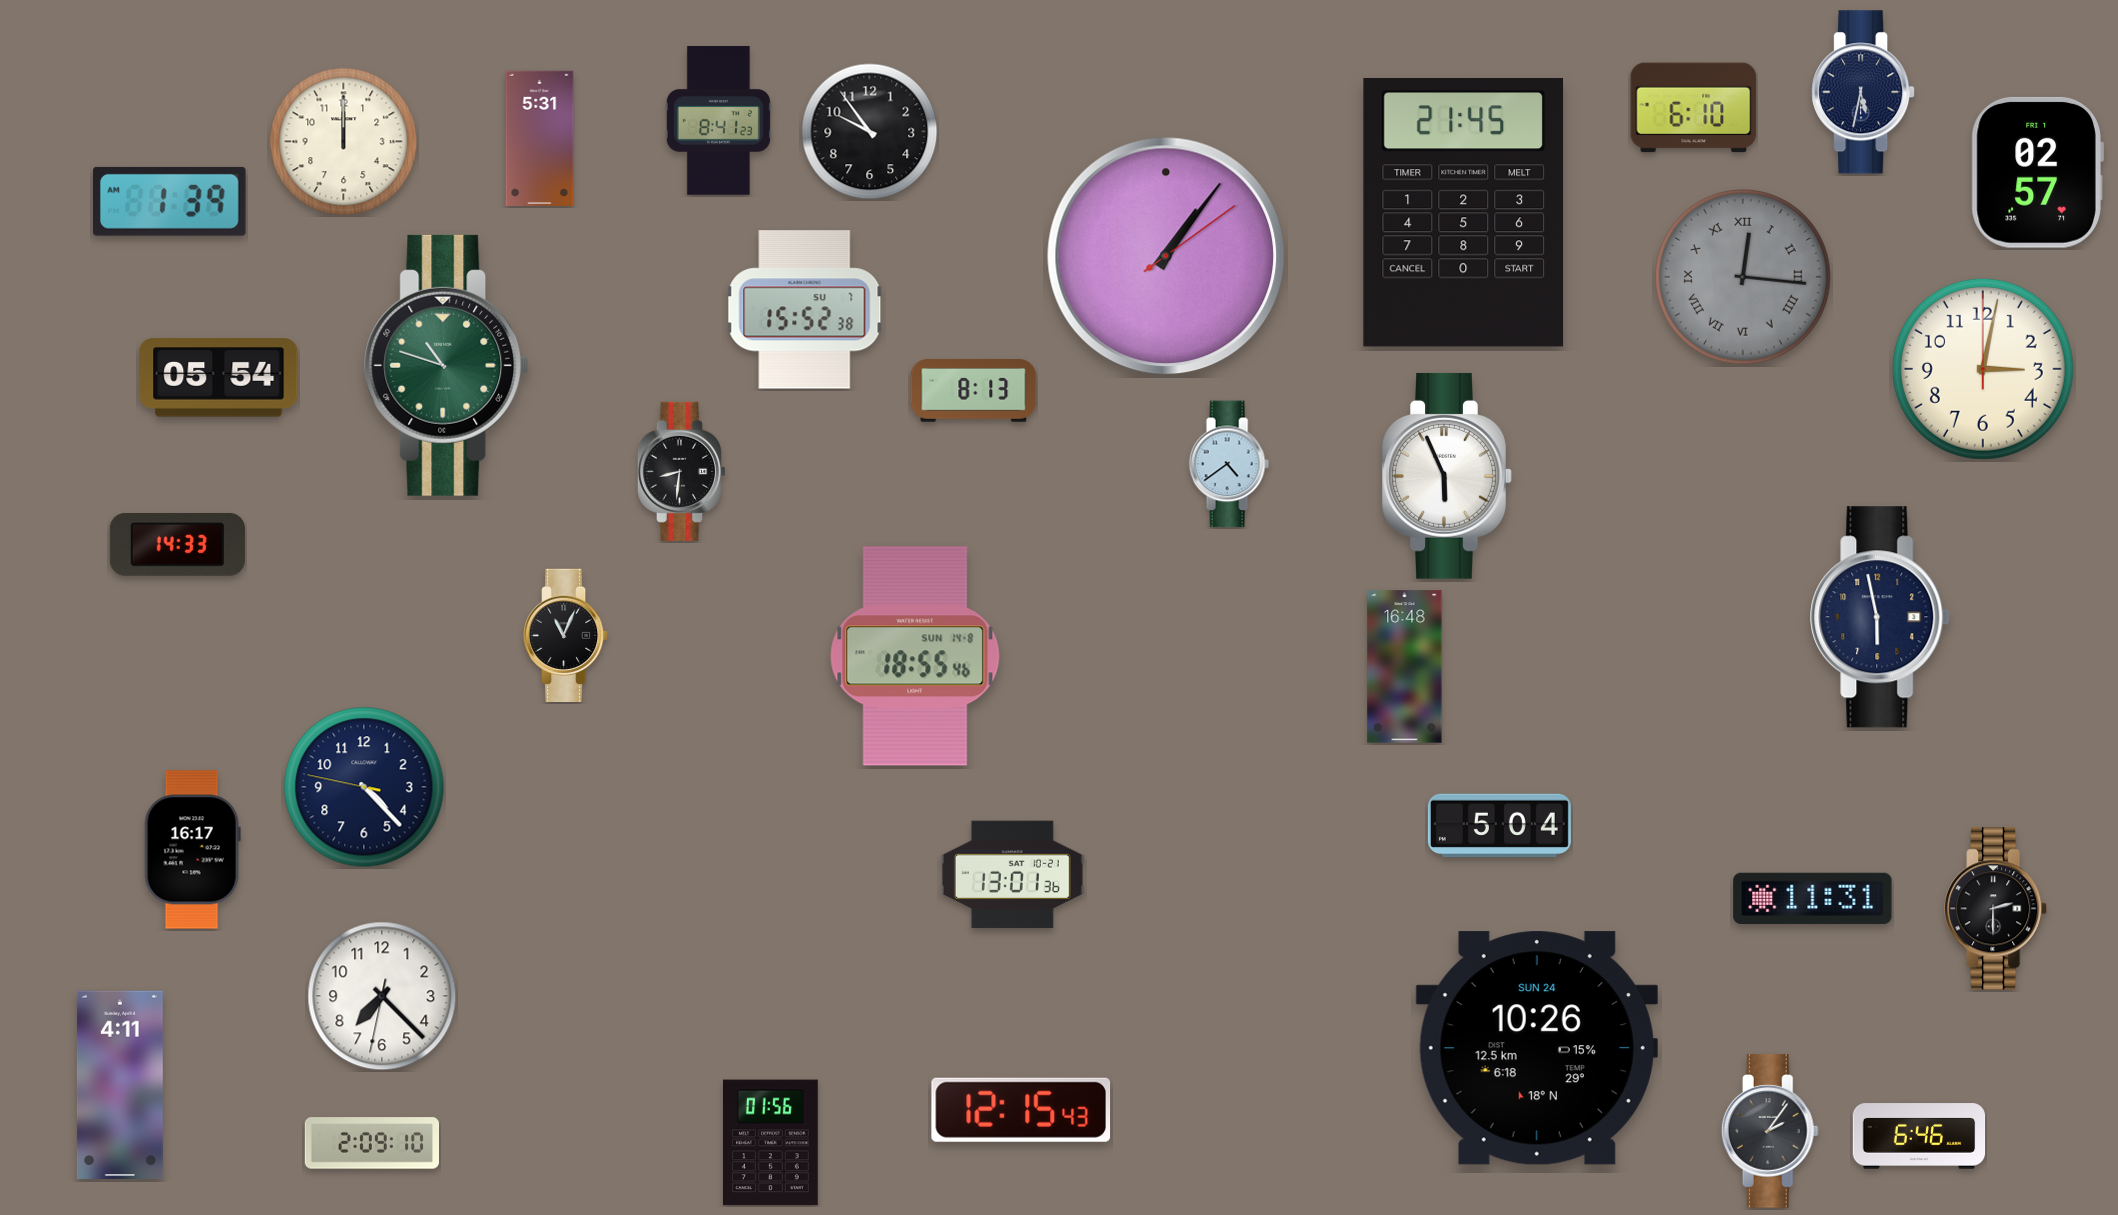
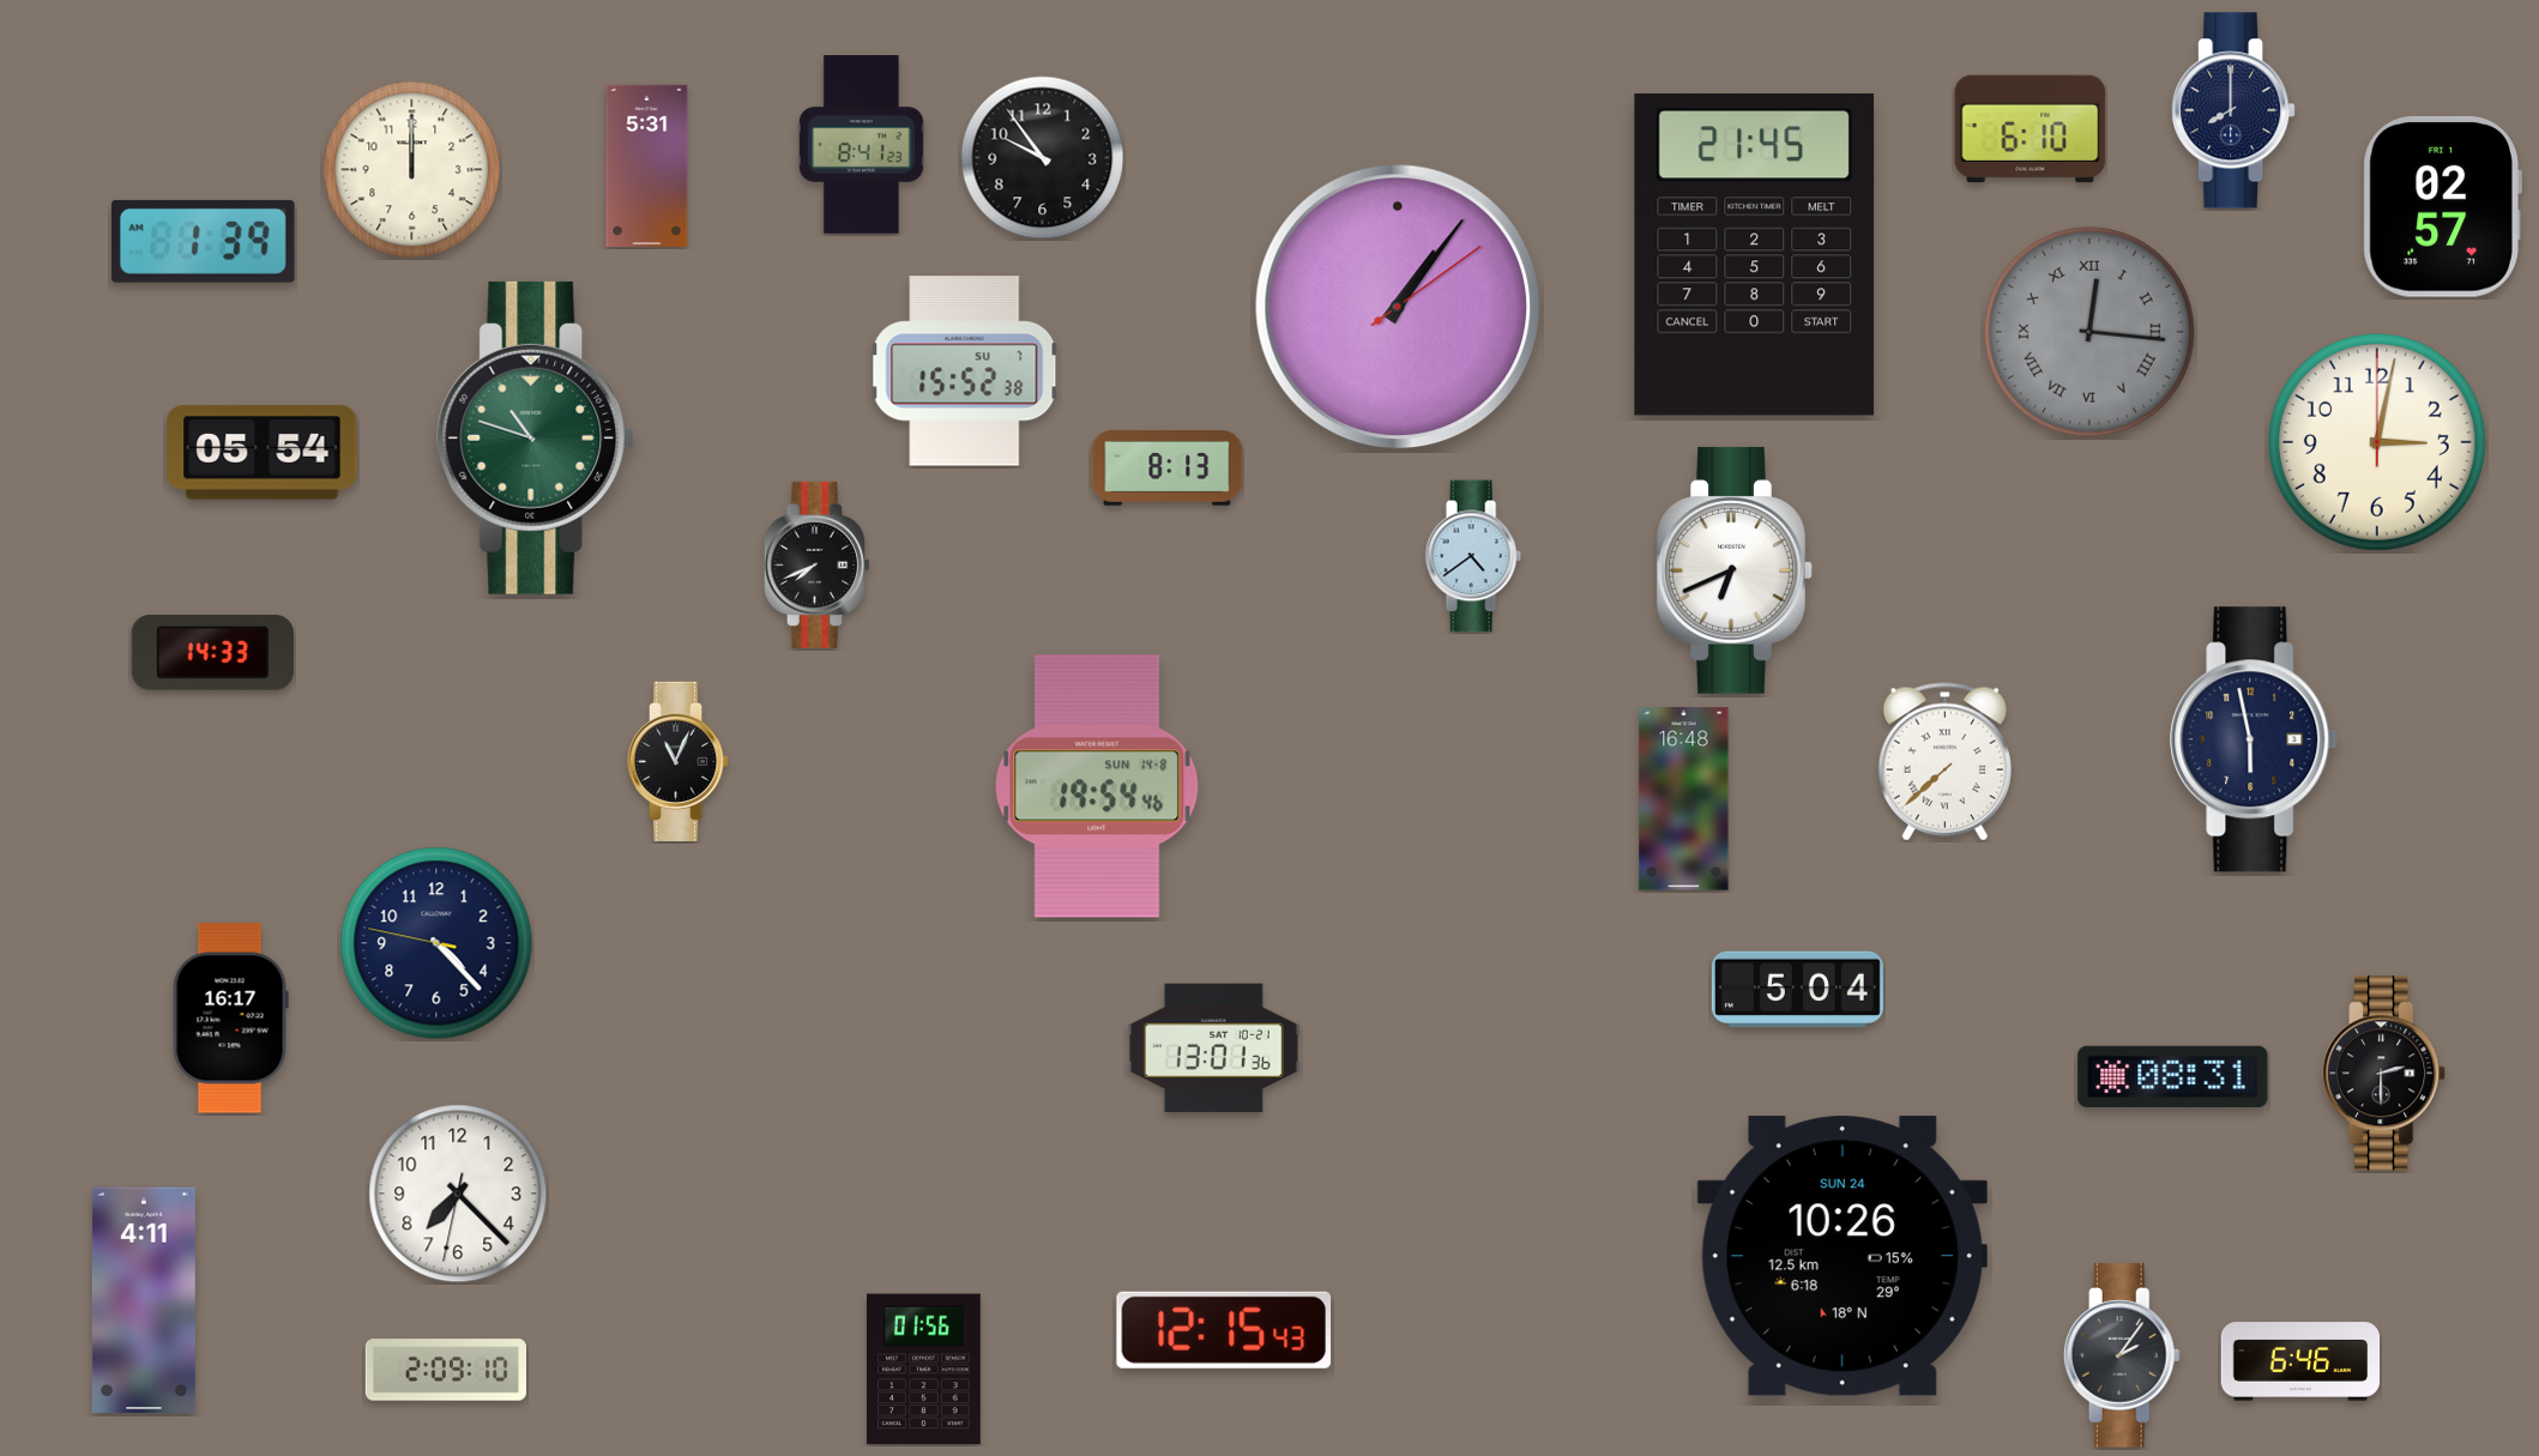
clock at (1863, 92): 5:32 -> 8:00
clock at (681, 471): 8:31 -> 7:41
clock at (1447, 476): 5:56 -> 6:41
clock at (1944, 762): none -> 7:38
clock at (915, 656): 18:55 -> 19:54
clock at (1813, 898): 11:31 -> 08:31
clock at (1996, 909) position: (1996, 909) -> (2384, 1074)
